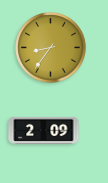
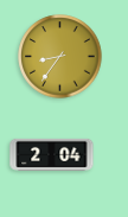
clock at (44, 130): 2:09 -> 2:04
